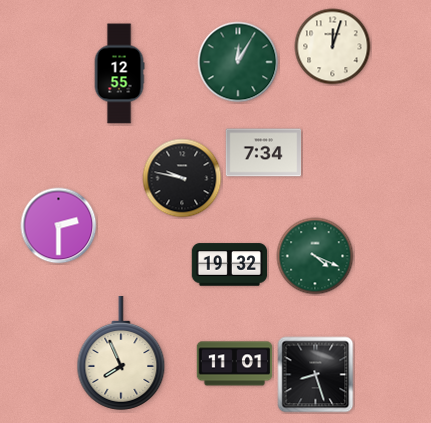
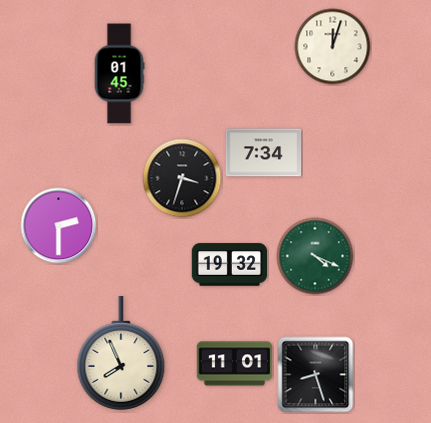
clock at (238, 62): 12:05 -> none
clock at (119, 74): 12:55 -> 01:45
clock at (182, 178): 9:47 -> 3:33
